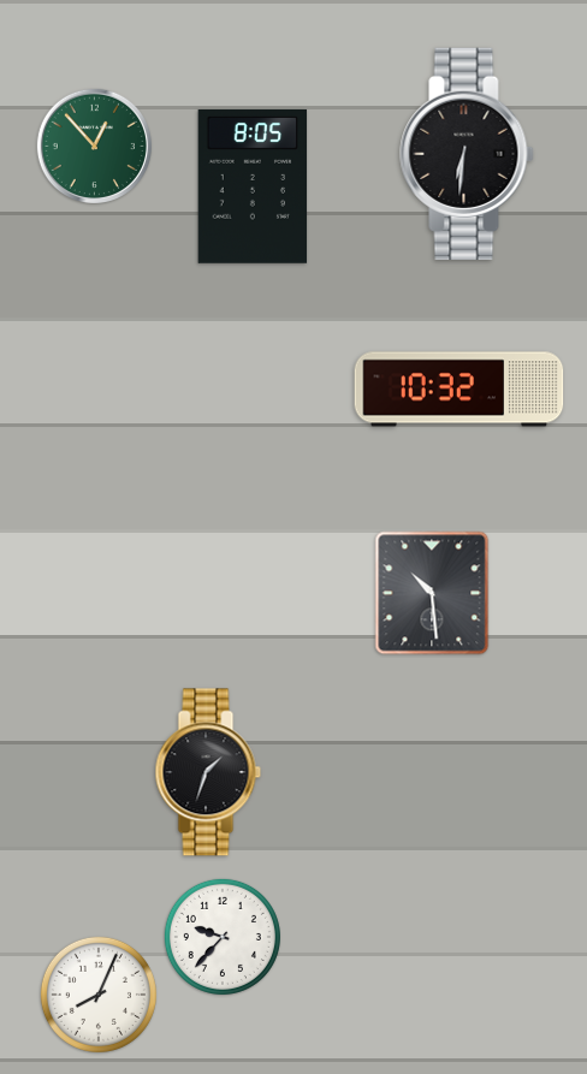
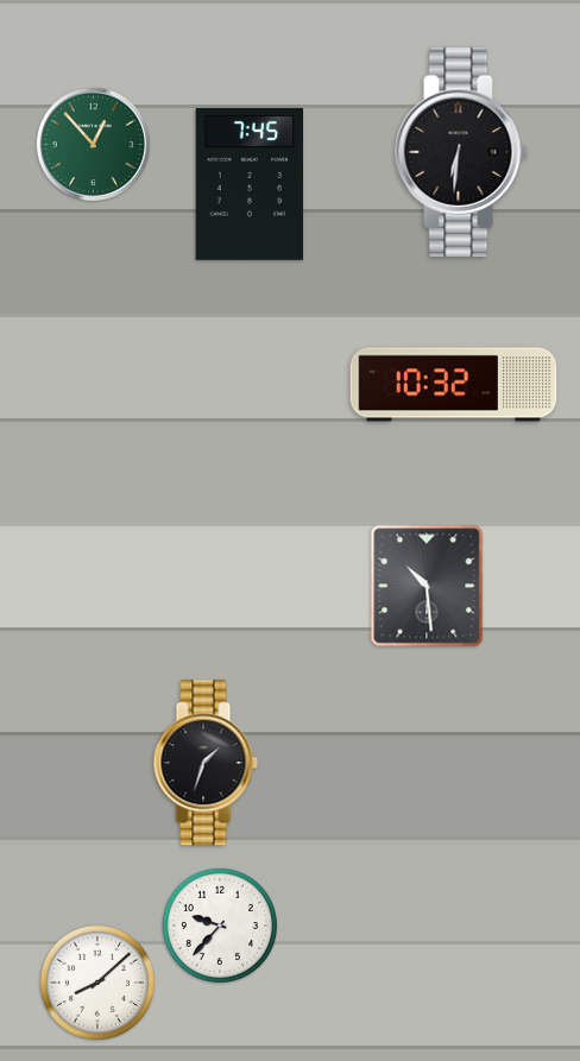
clock at (253, 186): 8:05 -> 7:45
clock at (99, 995): 8:04 -> 8:08
